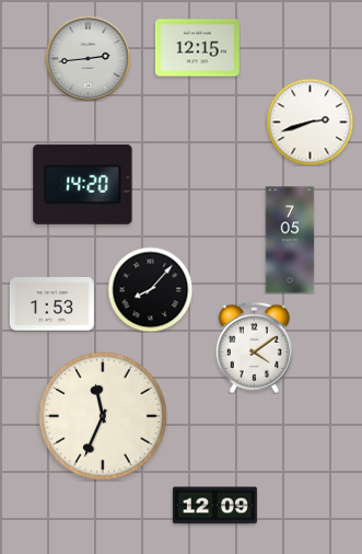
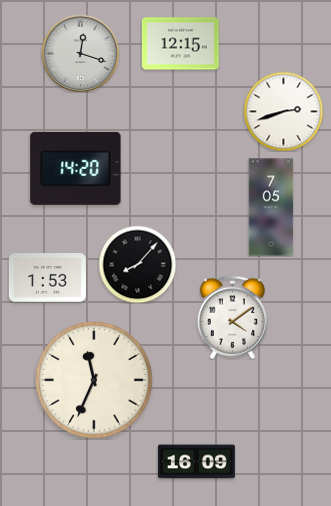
clock at (87, 58): 2:44 -> 12:18
clock at (290, 240) position: (290, 240) -> (271, 207)
clock at (214, 506): 12:09 -> 16:09
